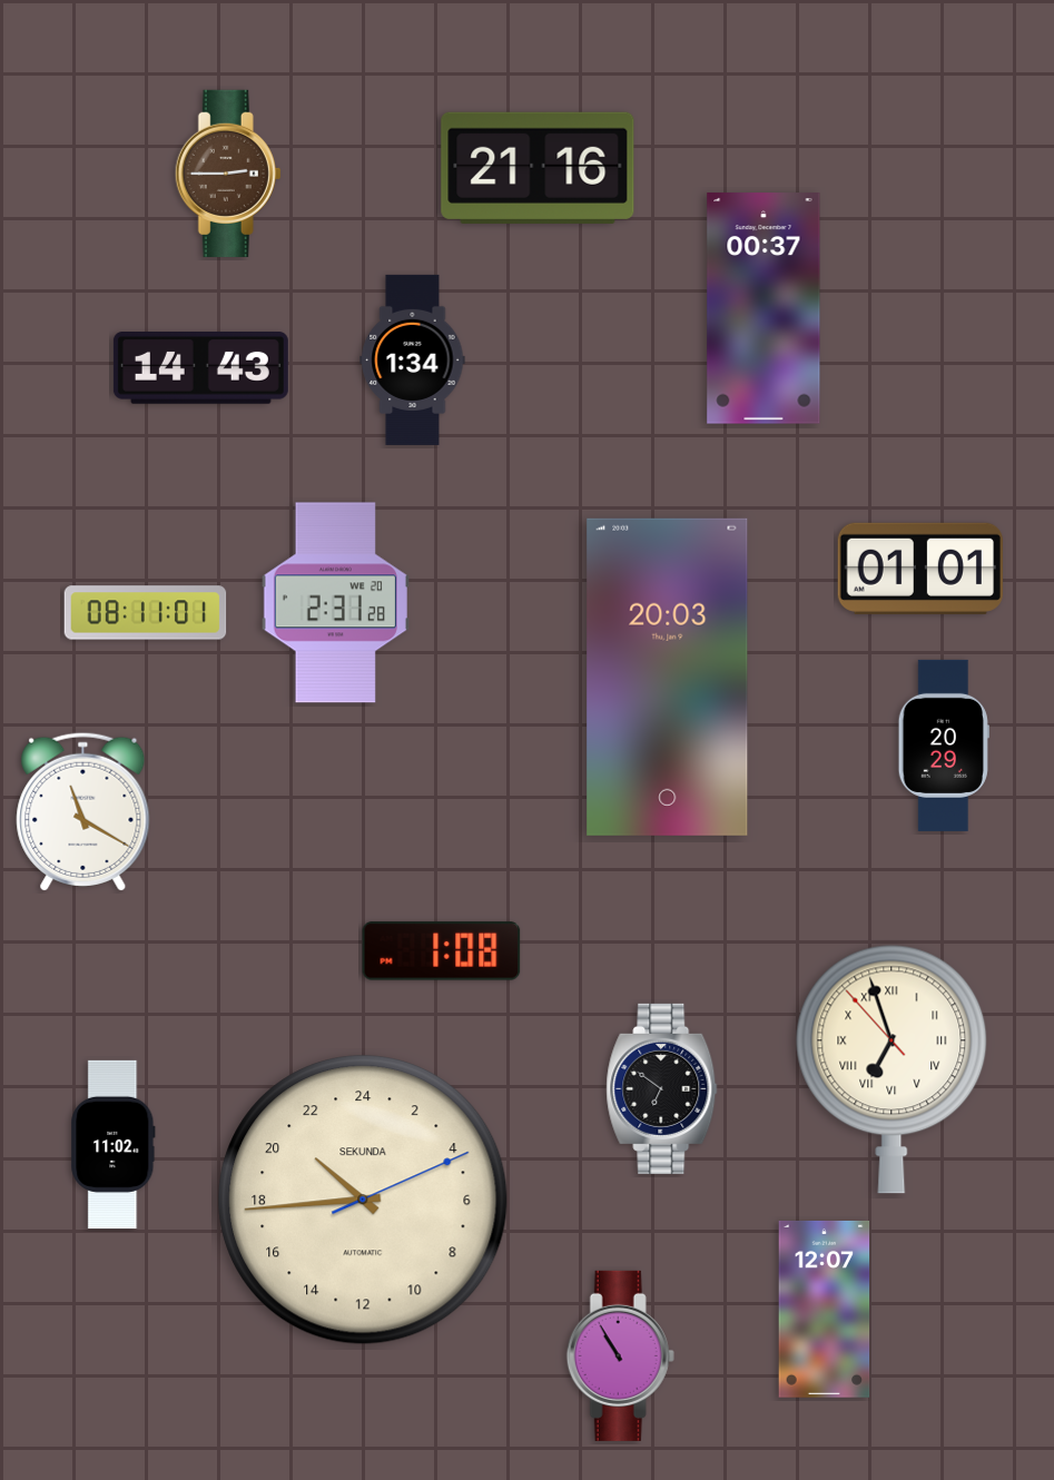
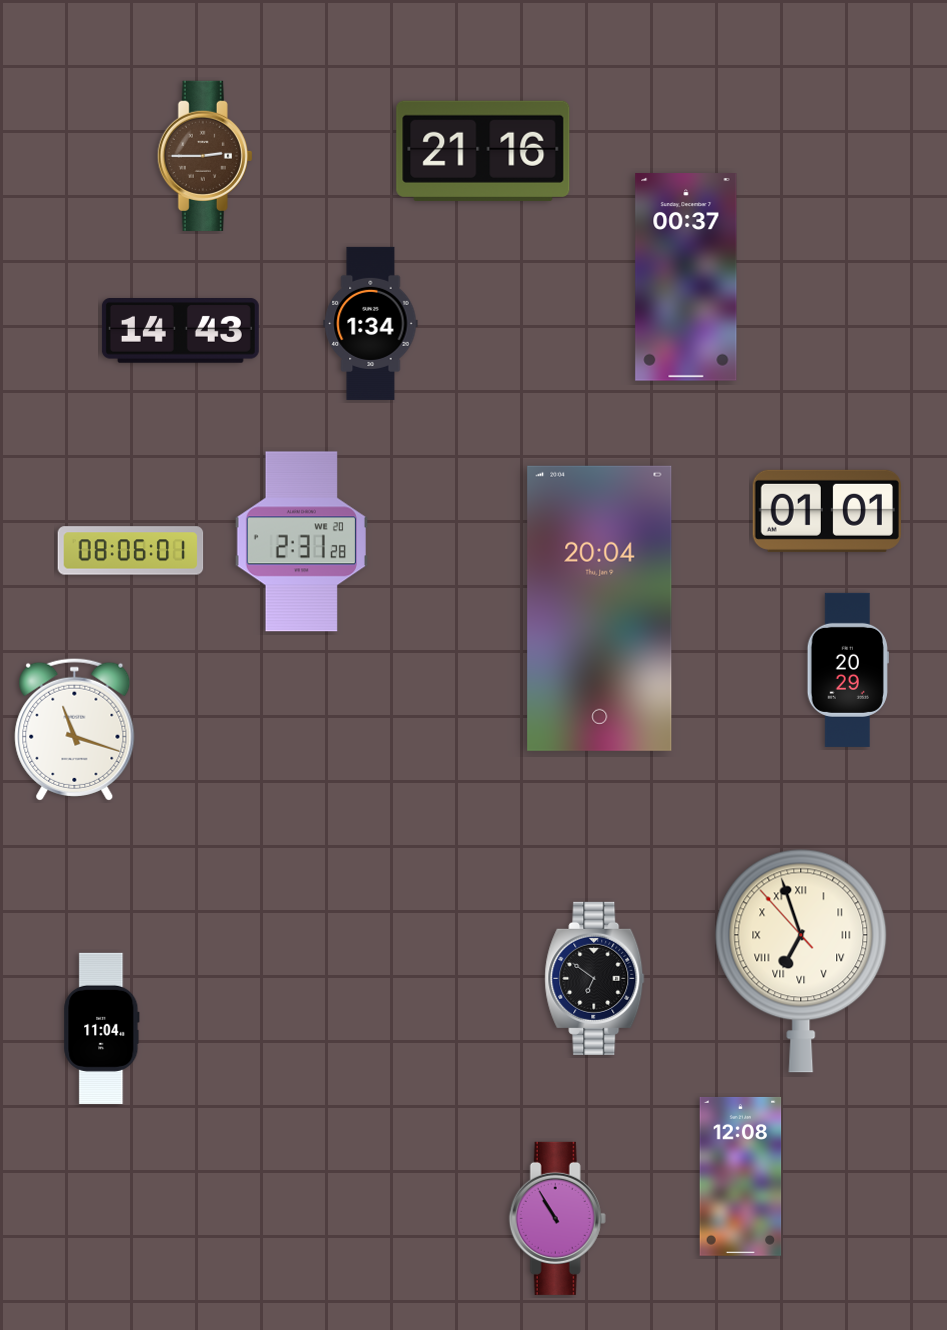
clock at (146, 613): 08:11 -> 08:06
clock at (668, 677): 20:03 -> 20:04
clock at (83, 811): 11:20 -> 11:18
clock at (442, 951): 1:08 -> none
clock at (114, 1144): 11:02 -> 11:04
clock at (363, 1200): 20:44 -> none
clock at (825, 1309): 12:07 -> 12:08
